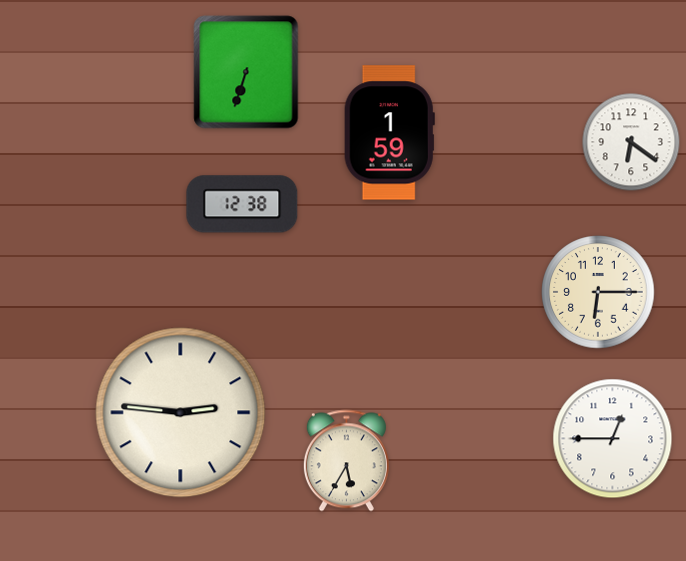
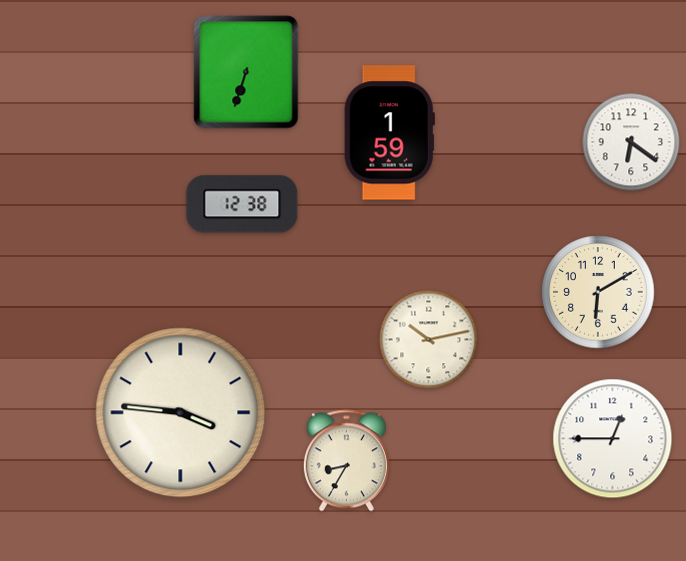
clock at (598, 292): 6:15 -> 6:10
clock at (429, 340): none -> 10:13
clock at (181, 413): 2:46 -> 3:46
clock at (346, 461): 5:35 -> 8:35
